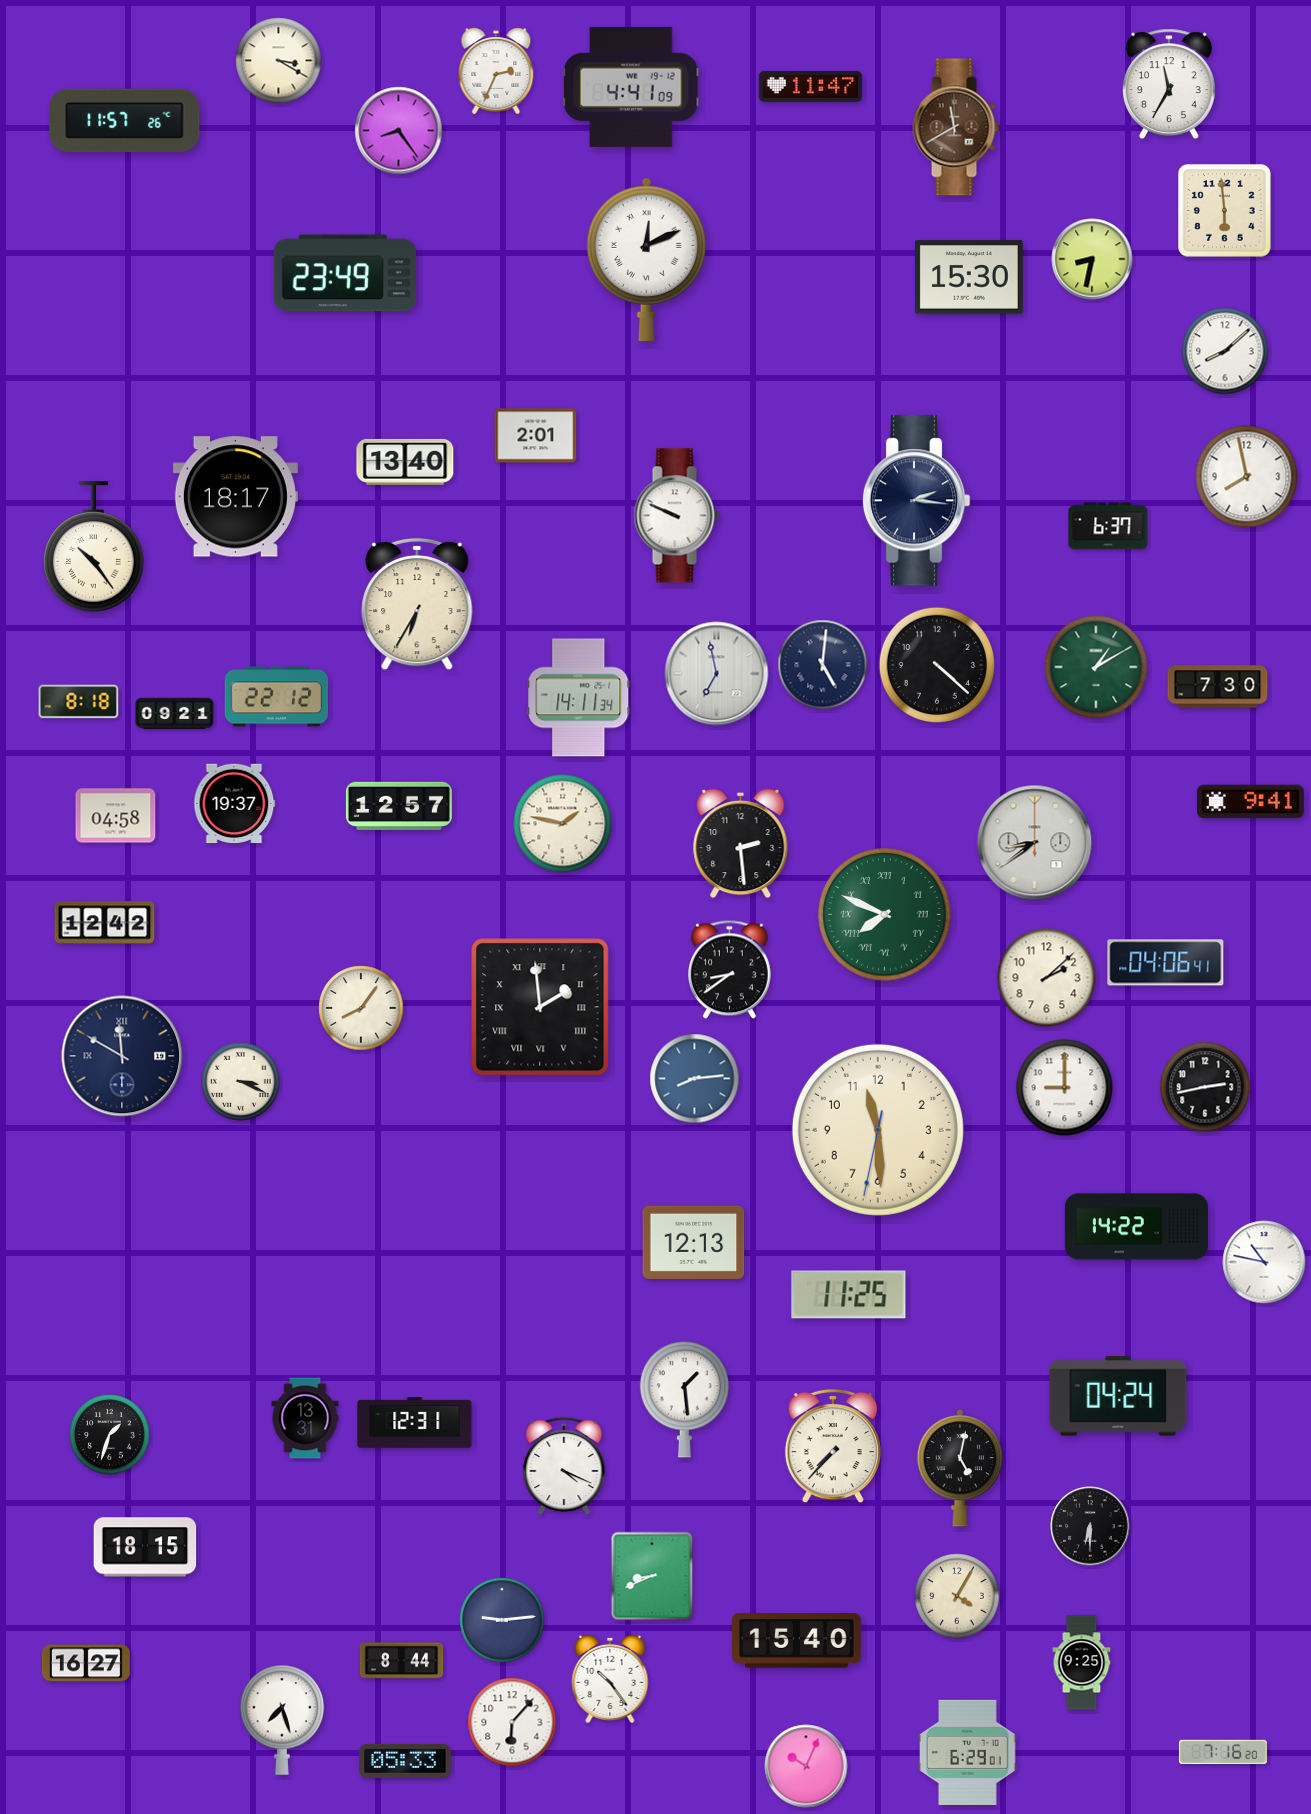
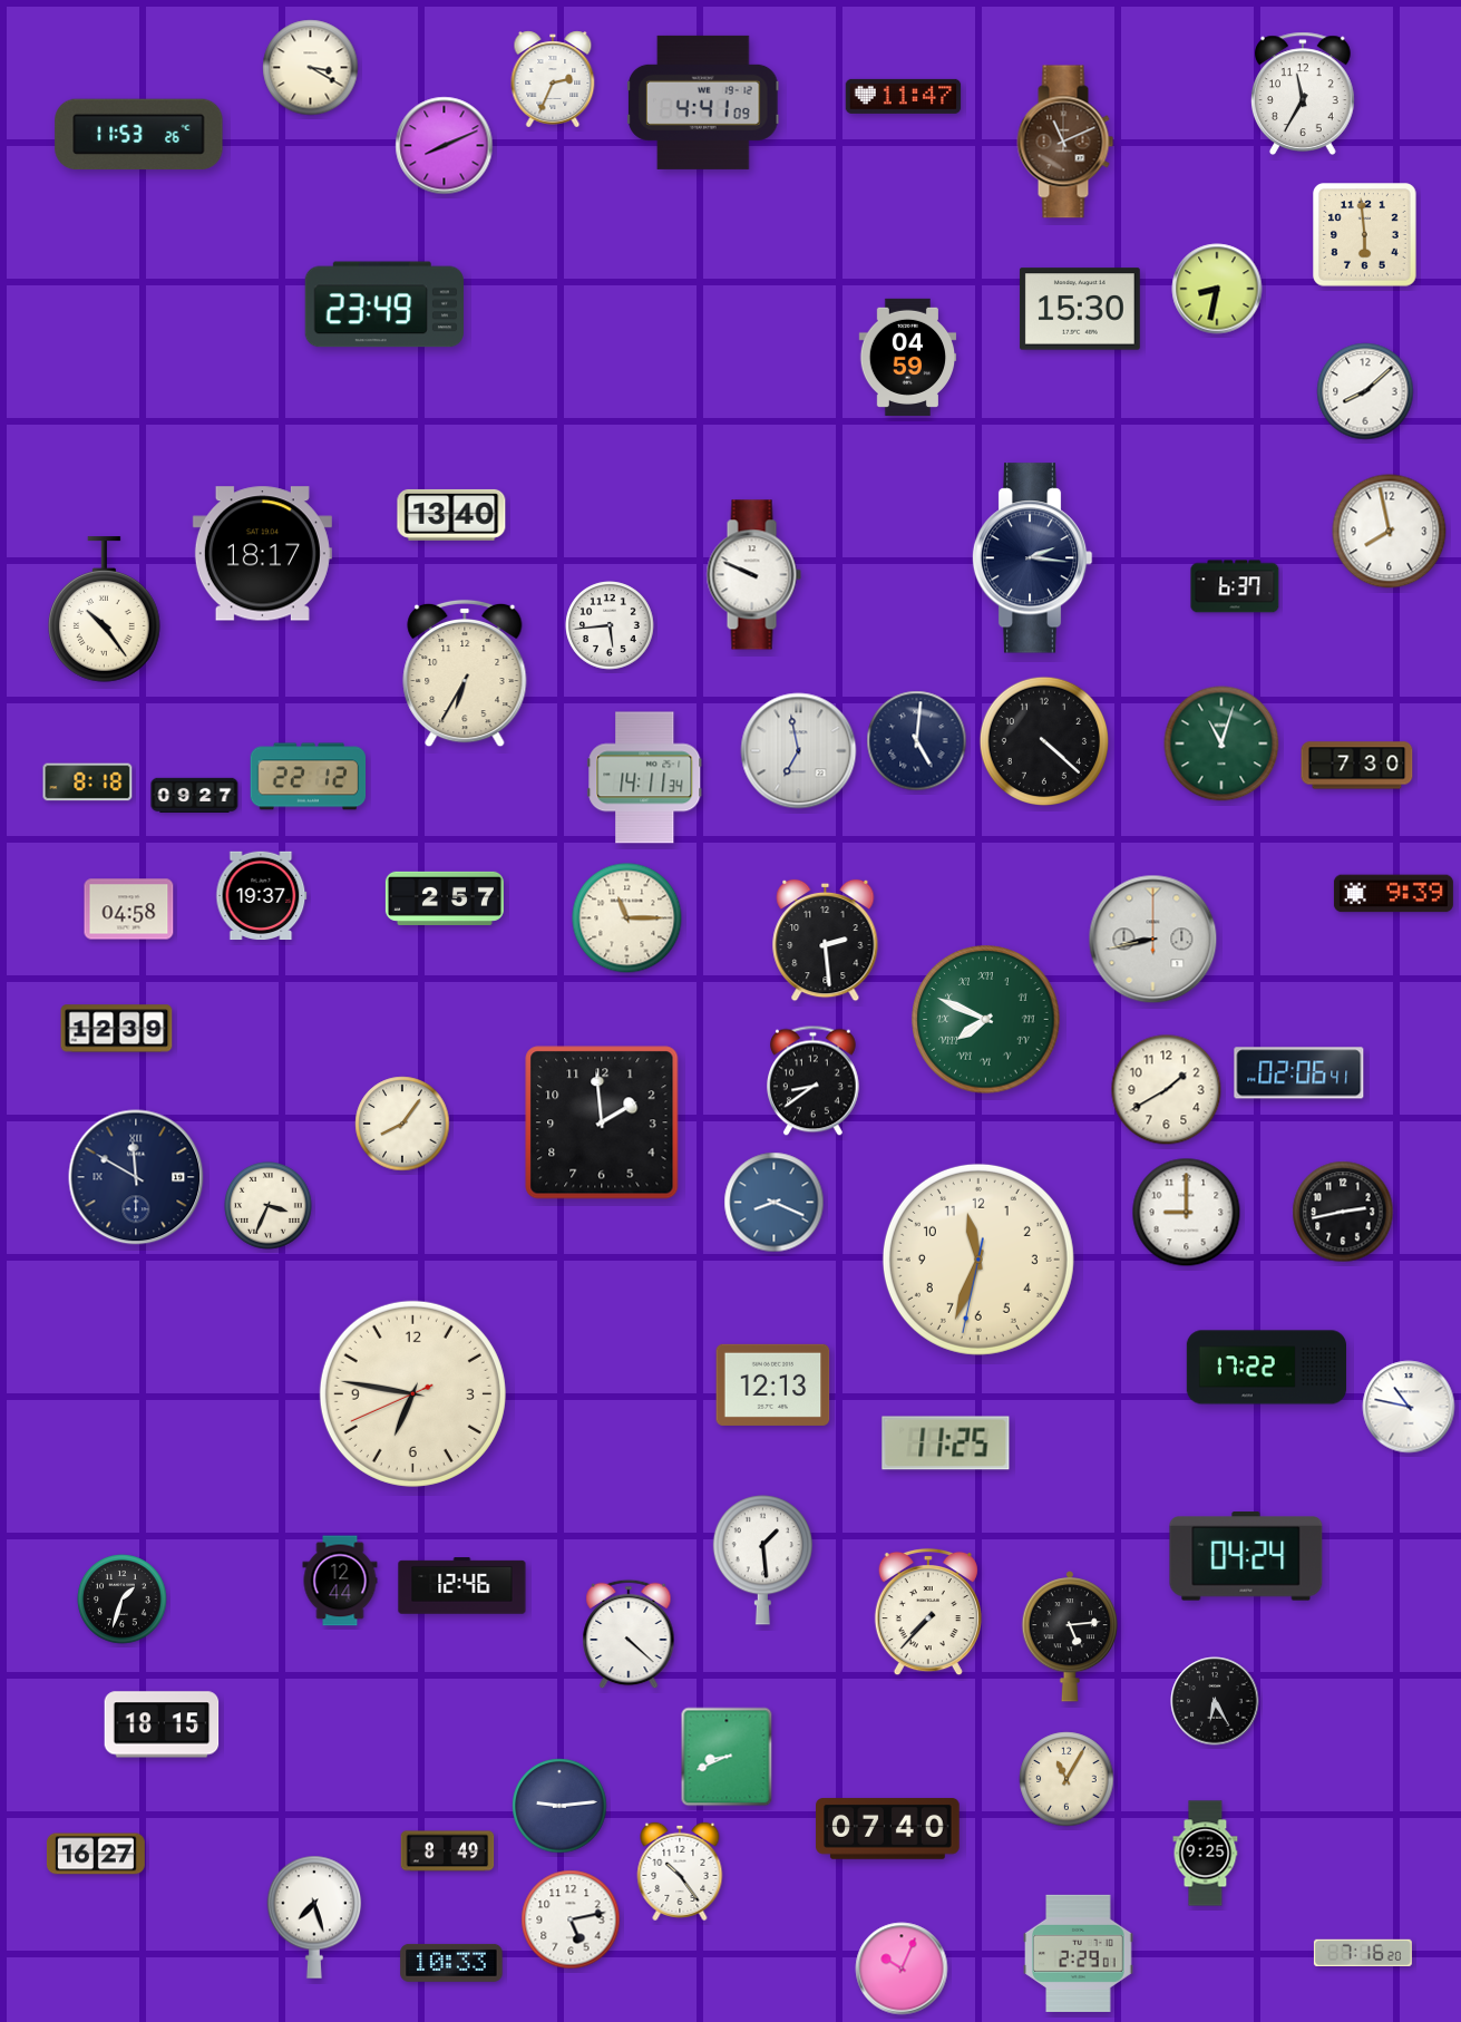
clock at (631, 87) position: (631, 87) -> (703, 103)
clock at (125, 121): 11:57 -> 11:53
clock at (956, 127): 11:40 -> 11:11
clock at (399, 131): 8:24 -> 8:11
clock at (646, 259): 12:11 -> none
clock at (908, 357): none -> 04:59
clock at (536, 436): 2:01 -> none
clock at (916, 501) position: (916, 501) -> (1032, 558)
clock at (610, 625): none -> 5:44
clock at (1096, 667): 1:10 -> 11:03
clock at (175, 713): 09:21 -> 09:27
clock at (1250, 802): 9:41 -> 9:39
clock at (399, 806): 12:57 -> 2:57
clock at (563, 824): 1:47 -> 11:15
clock at (1035, 843): 8:39 -> 8:43
clock at (105, 923): 12:42 -> 12:39
clock at (1166, 963): 04:06 -> 02:06
clock at (1047, 978): 2:08 -> 1:40
clock at (540, 1007) numerals: Roman -> Arabic
clock at (695, 1079): 8:14 -> 8:19
clock at (241, 1082): 3:19 -> 3:34
clock at (878, 1130): 11:29 -> 11:33
clock at (1136, 1227): 14:22 -> 17:22
clock at (412, 1393): none -> 6:46
clock at (305, 1418): 13:31 -> 12:44
clock at (415, 1423): 12:31 -> 12:46
clock at (564, 1466): 4:19 -> 4:22
clock at (959, 1468): 5:02 -> 5:14
clock at (1090, 1526): 6:30 -> 6:25
clock at (957, 1596): 4:05 -> 11:05
clock at (797, 1641): 15:40 -> 07:40
clock at (402, 1661): 8:44 -> 8:49
clock at (512, 1722): 6:07 -> 5:13
clock at (968, 1752): 6:29 -> 2:29
clock at (405, 1761): 05:33 -> 10:33
clock at (806, 1766) position: (806, 1766) -> (902, 1968)
